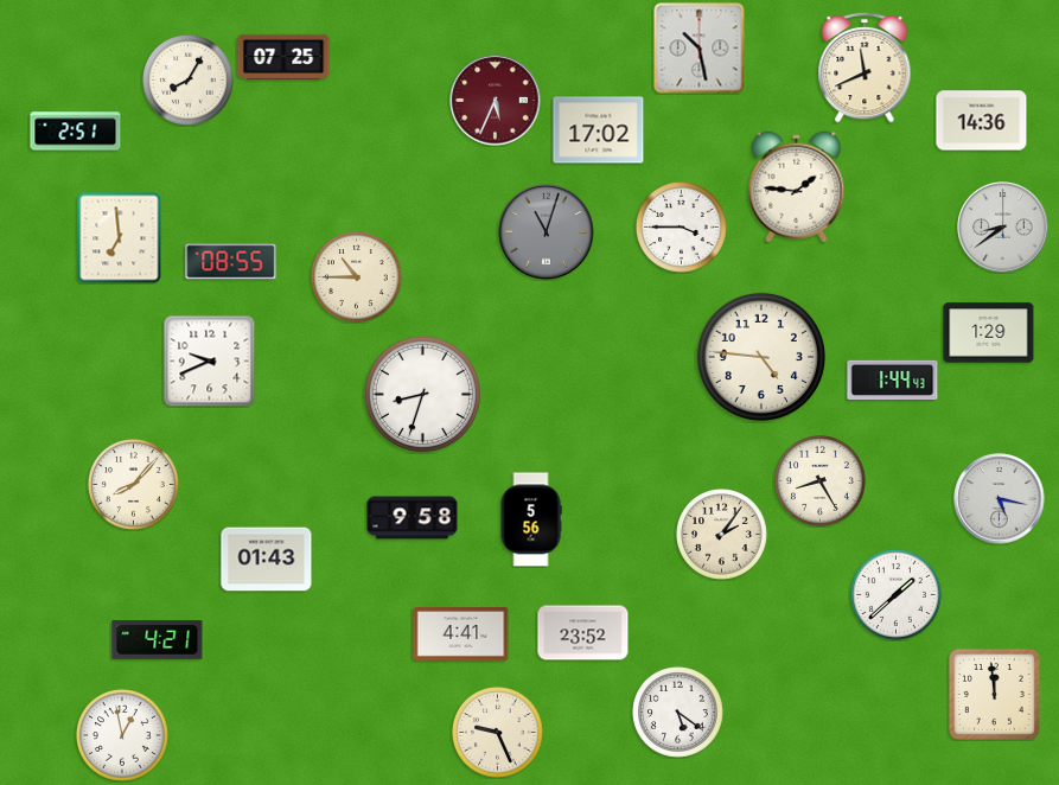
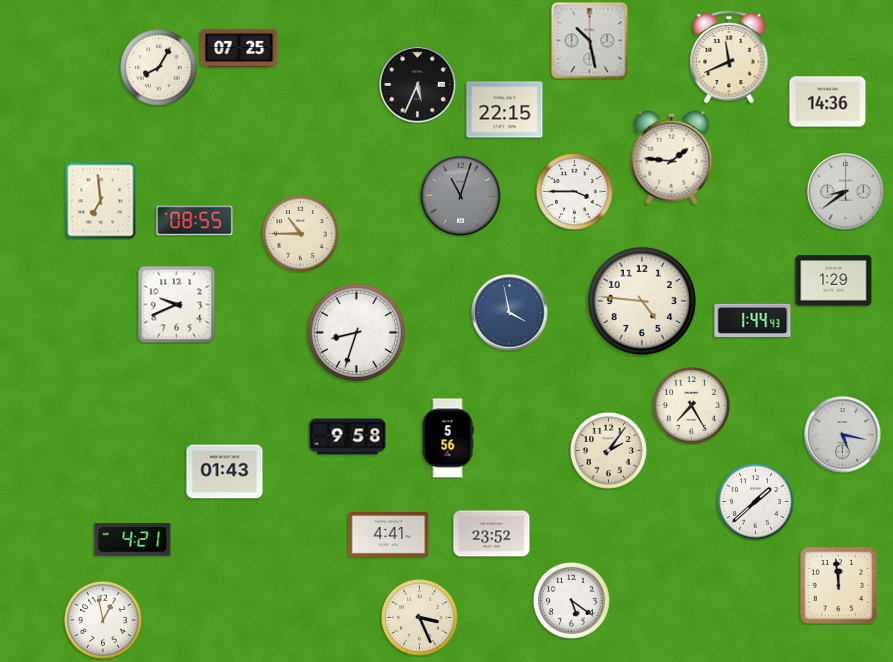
clock at (496, 101) dial: burgundy -> black
clock at (599, 130): 17:02 -> 22:15
clock at (76, 132): 2:51 -> none
clock at (510, 313): none -> 3:58
clock at (821, 481): 8:25 -> 7:25
clock at (134, 485): 8:07 -> none
clock at (1000, 499) position: (1000, 499) -> (843, 435)
clock at (498, 733): 9:26 -> 3:26
